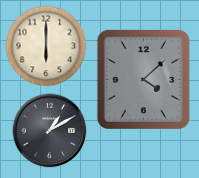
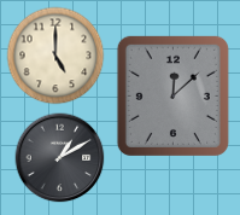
clock at (46, 46): 6:00 -> 5:00
clock at (143, 79): 4:08 -> 12:08
